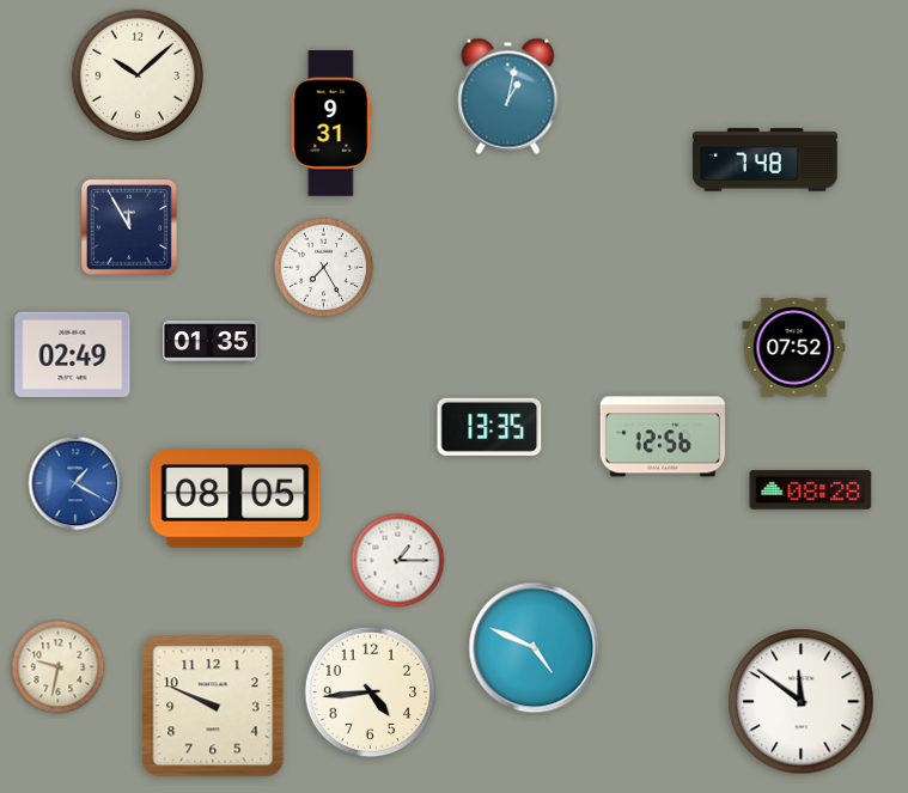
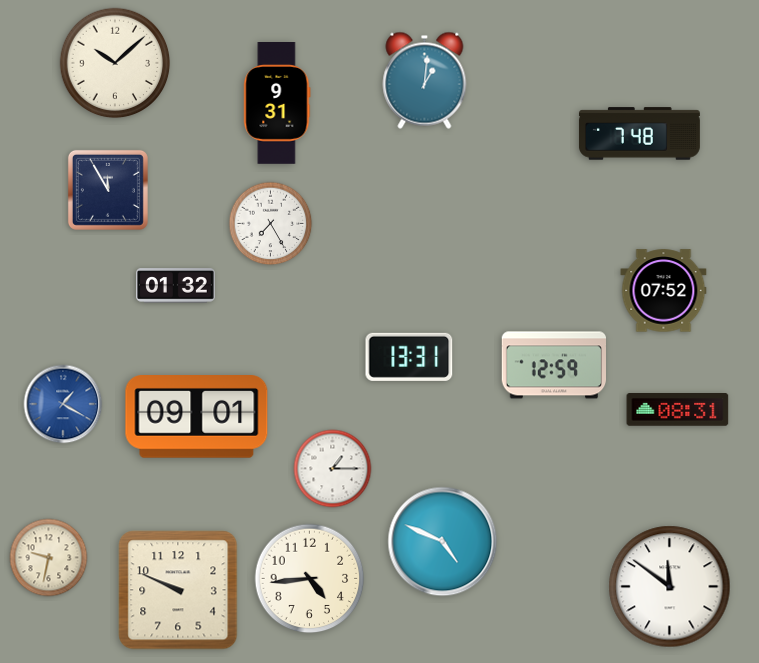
clock at (508, 96): 1:02 -> 1:01
clock at (211, 342): 01:35 -> 01:32
clock at (73, 354): 02:49 -> none
clock at (489, 427): 13:35 -> 13:31
clock at (662, 437): 12:56 -> 12:59
clock at (811, 490): 08:28 -> 08:31
clock at (236, 499): 08:05 -> 09:01
clock at (535, 648) position: (535, 648) -> (443, 542)
